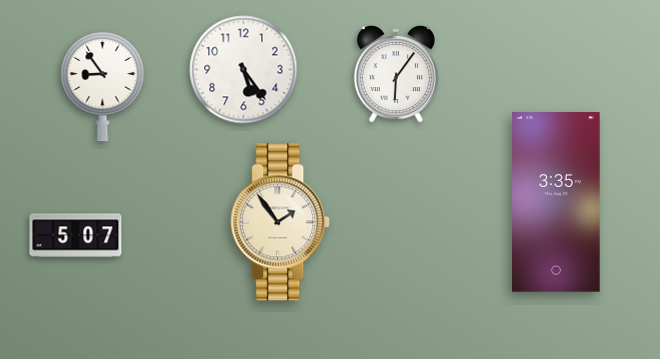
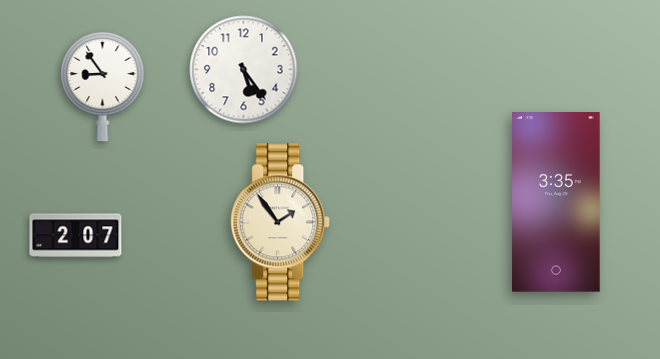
clock at (396, 75): 6:06 -> none
clock at (76, 236): 5:07 -> 2:07
